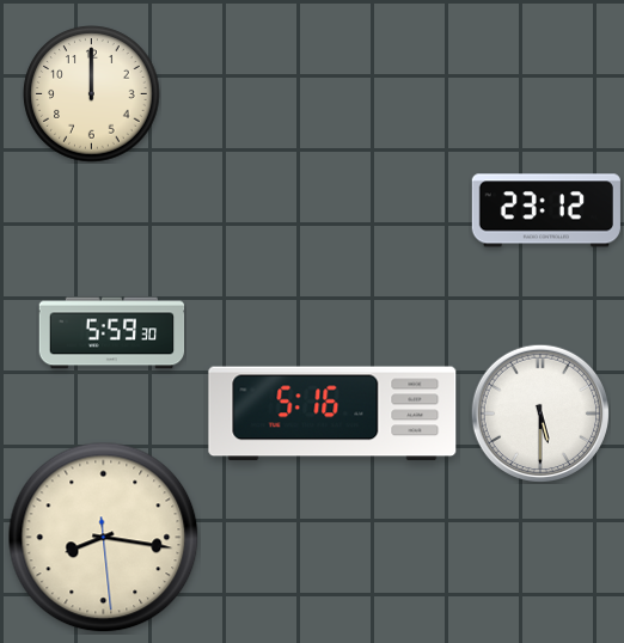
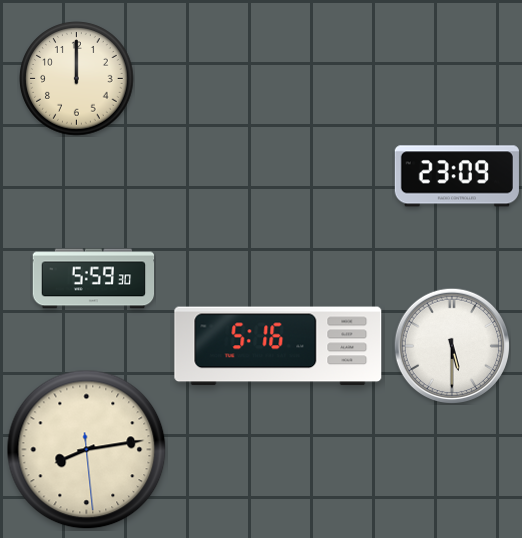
clock at (546, 210): 23:12 -> 23:09
clock at (104, 538): 8:16 -> 8:13
